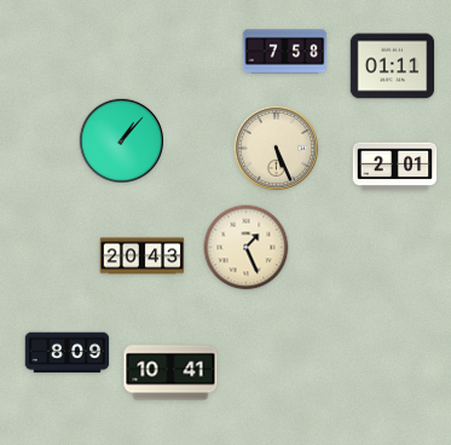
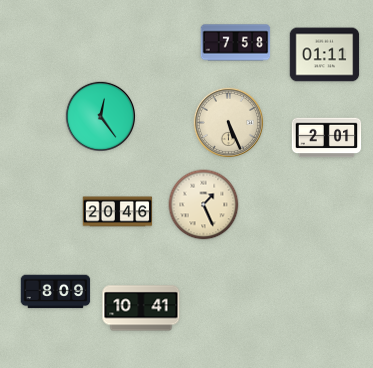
clock at (121, 140): 1:07 -> 12:24
clock at (143, 256): 20:43 -> 20:46
